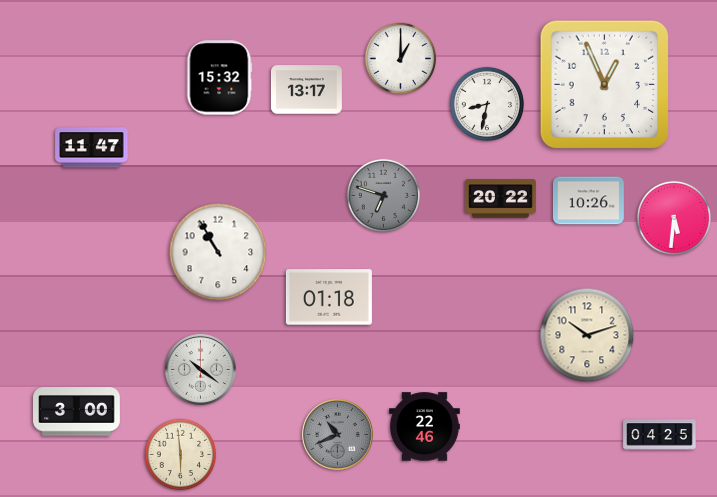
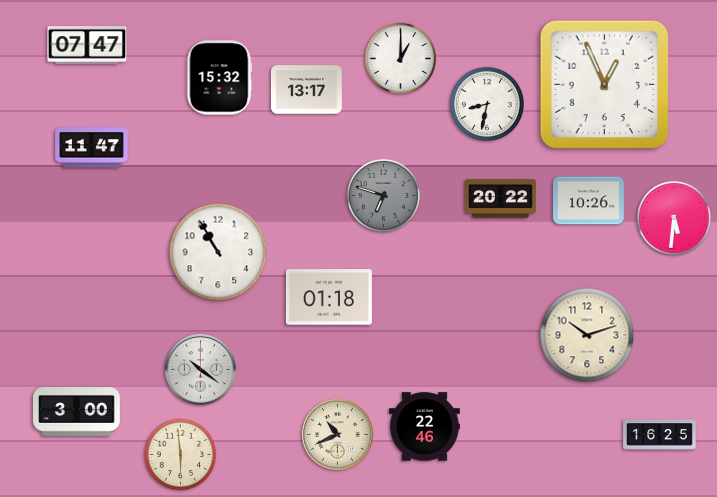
clock at (87, 46): none -> 07:47
clock at (337, 434) dial: grey -> cream
clock at (660, 435): 04:25 -> 16:25
